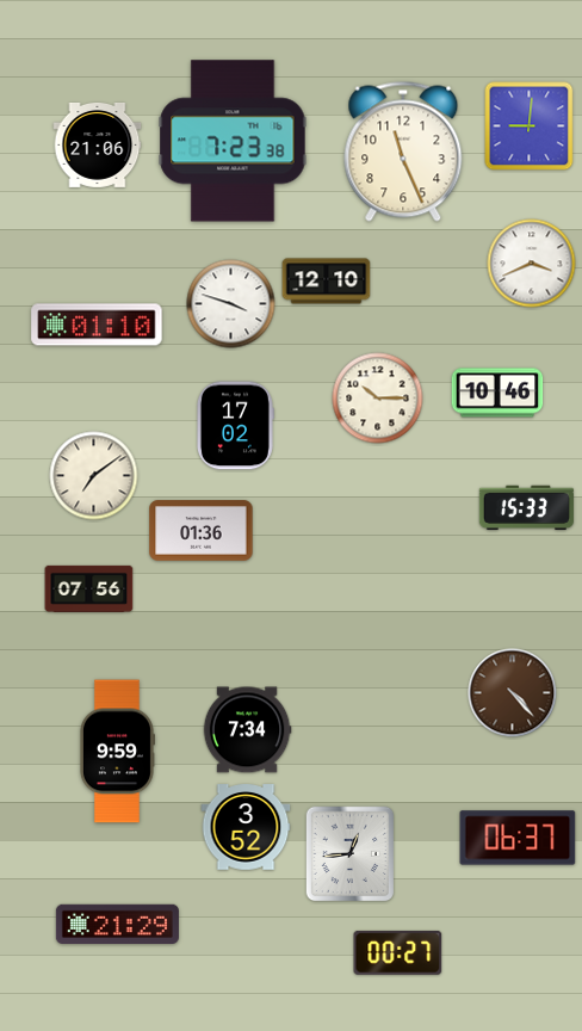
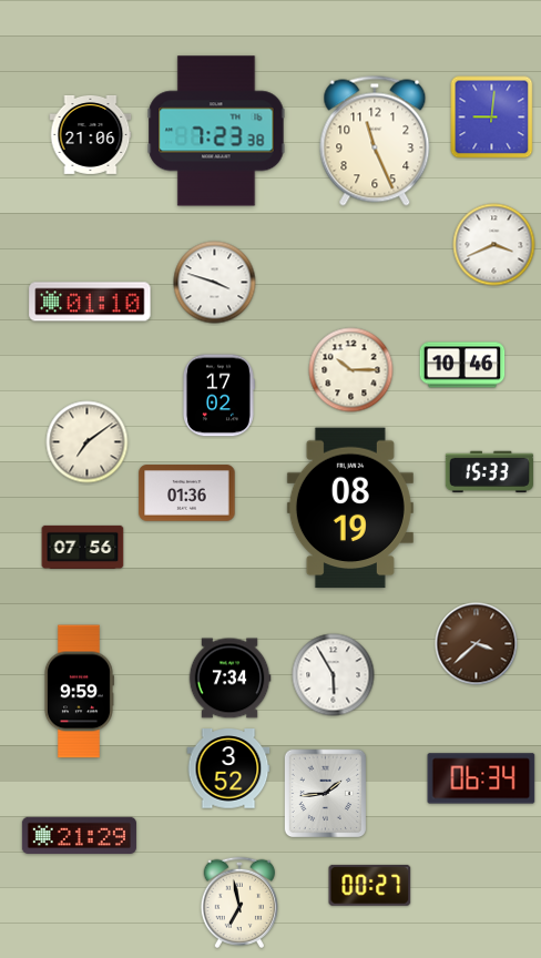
clock at (327, 282): 12:10 -> none
clock at (350, 508): none -> 08:19
clock at (513, 693): 4:23 -> 3:38
clock at (334, 675): none -> 5:55
clock at (117, 752) position: (117, 752) -> (79, 692)
clock at (518, 838): 06:37 -> 06:34
clock at (351, 854): 12:44 -> 1:44
clock at (117, 924) position: (117, 924) -> (79, 835)
clock at (238, 901): none -> 6:58
